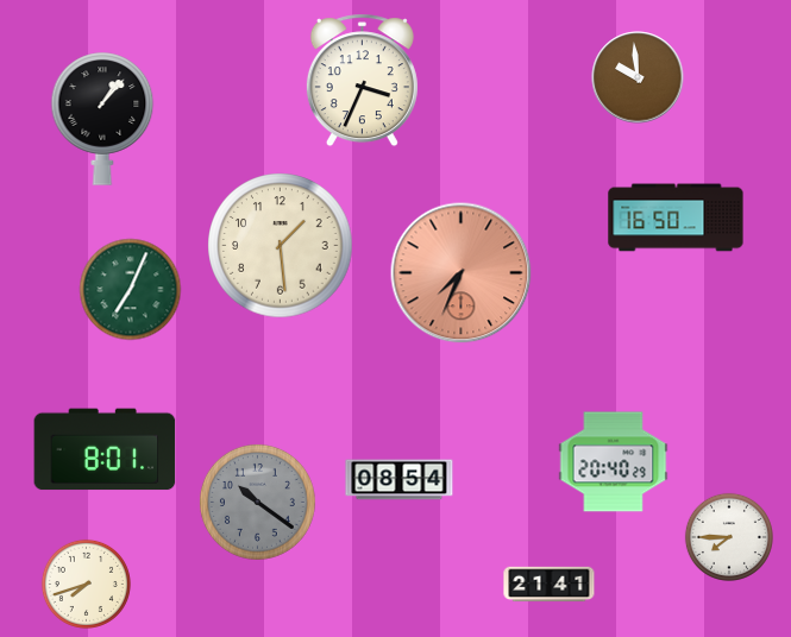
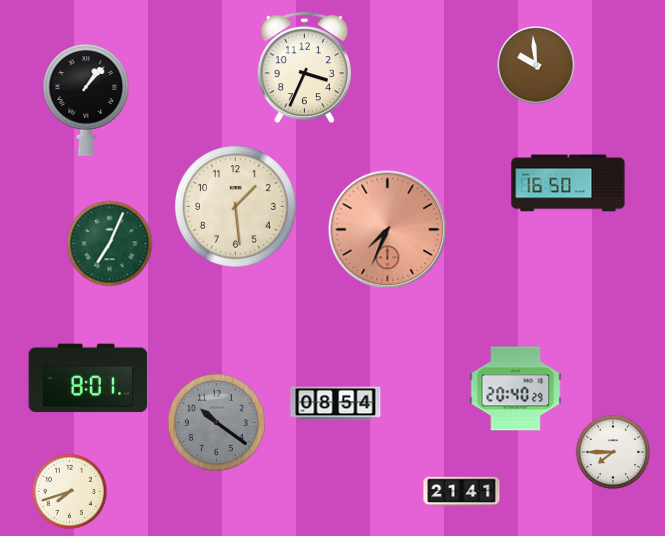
clock at (86, 584) position: (86, 584) -> (69, 491)
